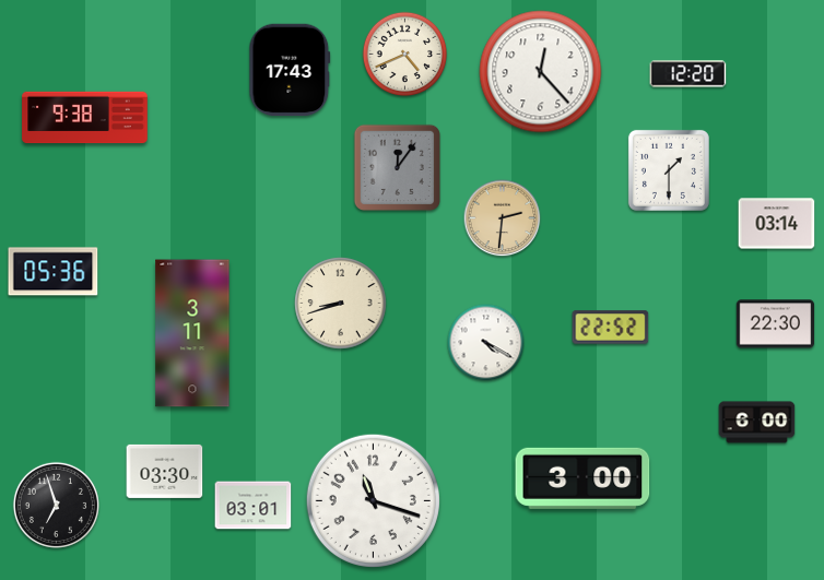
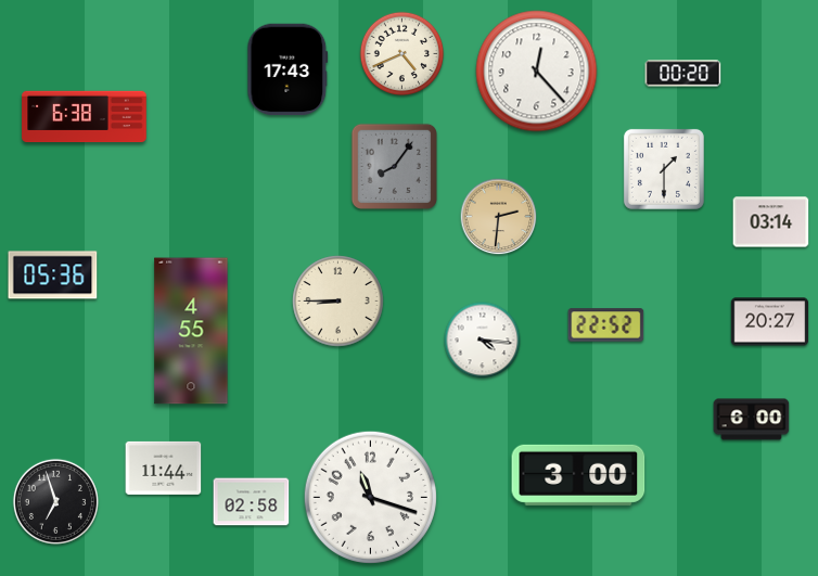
clock at (688, 74): 12:20 -> 00:20
clock at (85, 118): 9:38 -> 6:38
clock at (397, 167): 12:06 -> 8:06
clock at (54, 272) position: (54, 272) -> (53, 276)
clock at (341, 304): 8:42 -> 8:45
clock at (776, 324): 22:30 -> 20:27
clock at (192, 333): 3:11 -> 4:55
clock at (486, 343): 4:20 -> 4:16
clock at (165, 471): 03:30 -> 11:44
clock at (254, 506): 03:01 -> 02:58
